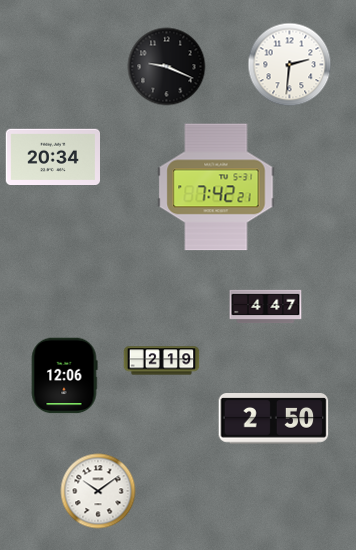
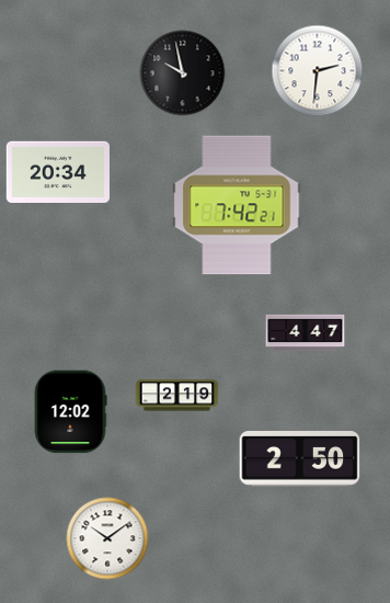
clock at (167, 67): 9:19 -> 9:58
clock at (266, 307) position: (266, 307) -> (306, 333)
clock at (64, 376): 12:06 -> 12:02
